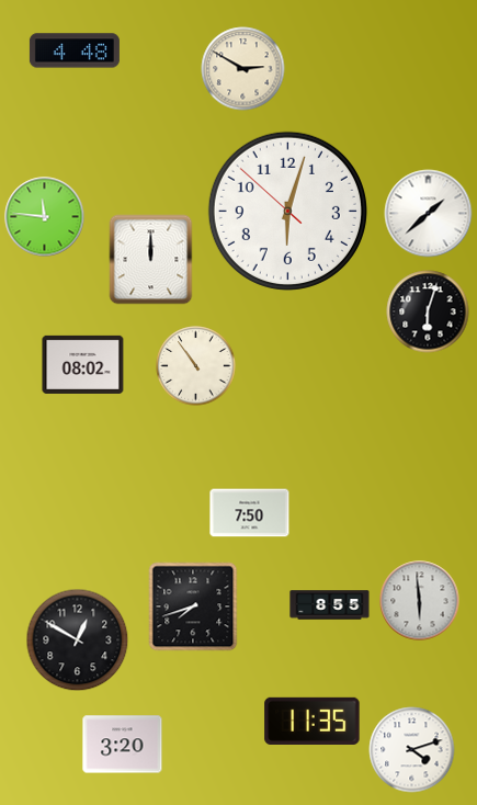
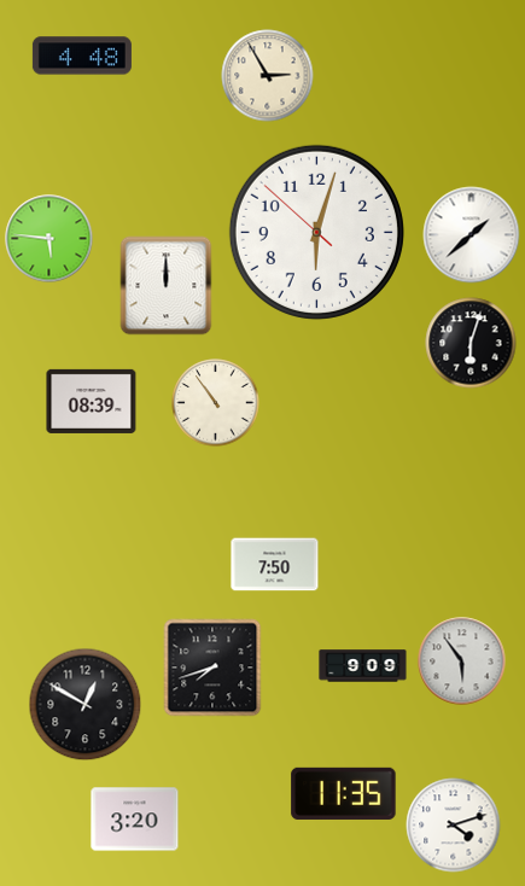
clock at (243, 69): 2:50 -> 2:55
clock at (45, 217): 11:46 -> 5:46
clock at (83, 364): 08:02 -> 08:39
clock at (420, 601): 5:59 -> 5:54
clock at (330, 605): 8:55 -> 9:09
